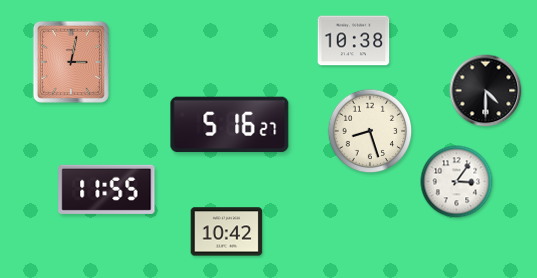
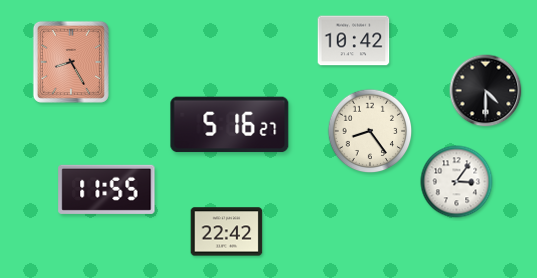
clock at (354, 41): 10:38 -> 10:42
clock at (71, 62): 3:02 -> 8:25
clock at (370, 131): 8:27 -> 8:24
clock at (227, 232): 10:42 -> 22:42
